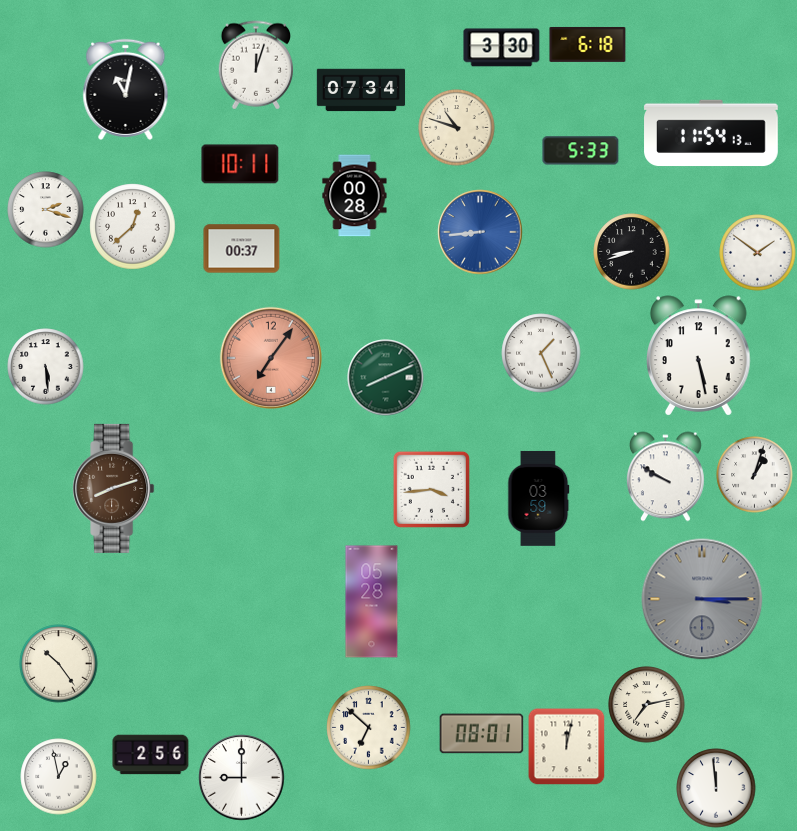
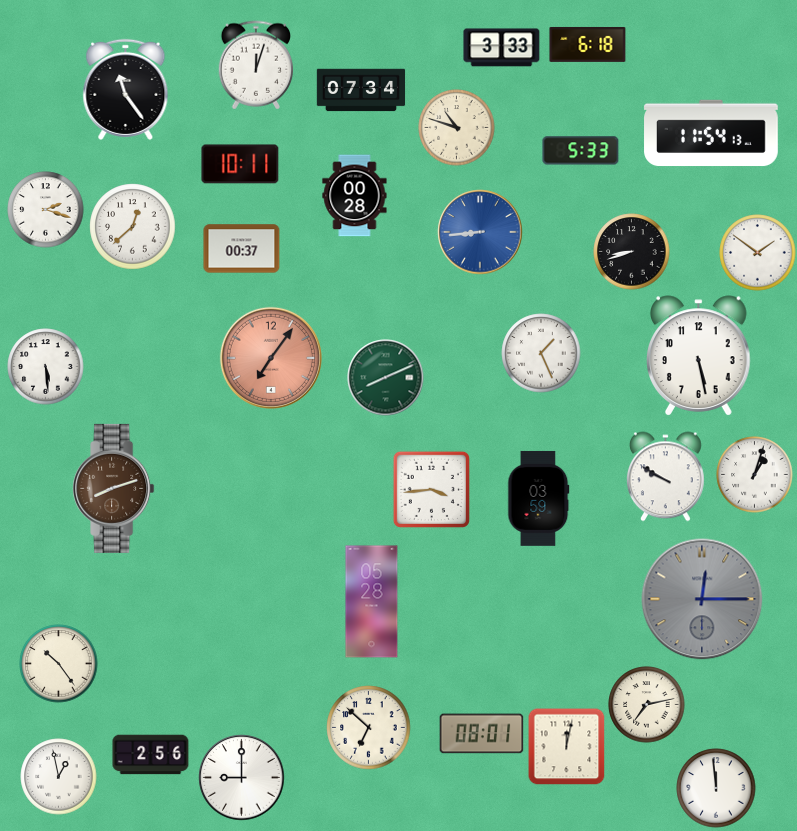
clock at (502, 48): 3:30 -> 3:33
clock at (126, 89): 11:02 -> 11:24
clock at (702, 599): 3:15 -> 12:15
